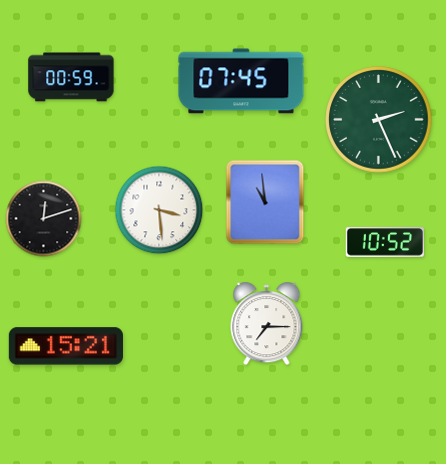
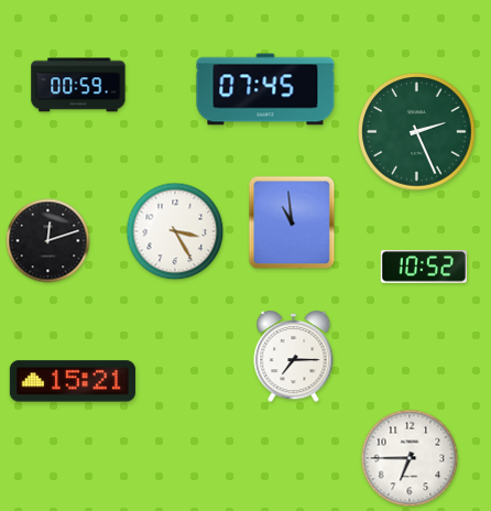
clock at (159, 210): 3:29 -> 3:25
clock at (410, 458): none -> 6:45
